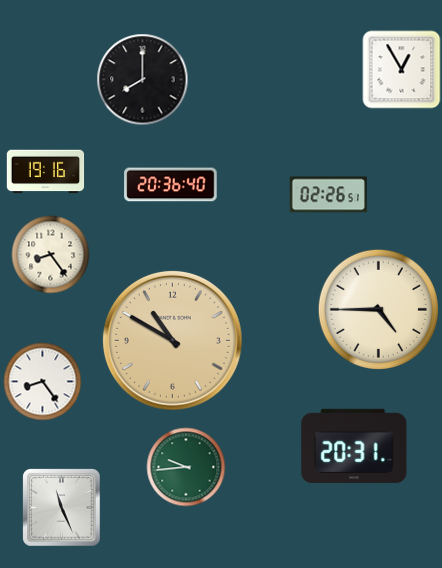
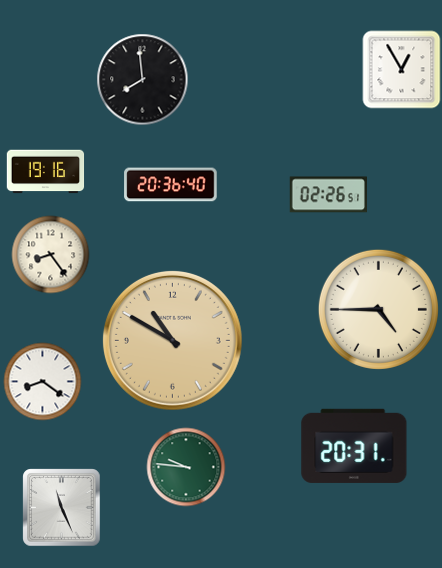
clock at (142, 79): 8:00 -> 7:59
clock at (42, 381): 8:24 -> 8:21
clock at (186, 467): 9:44 -> 9:46
